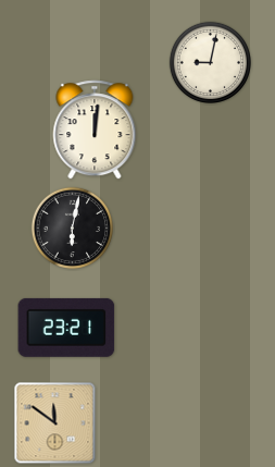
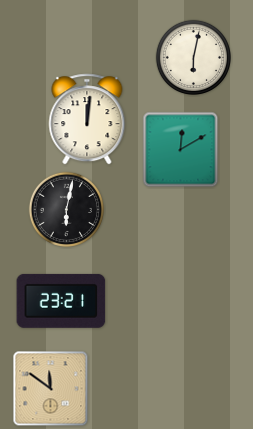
clock at (210, 62): 9:02 -> 6:02
clock at (181, 150): none -> 12:10
